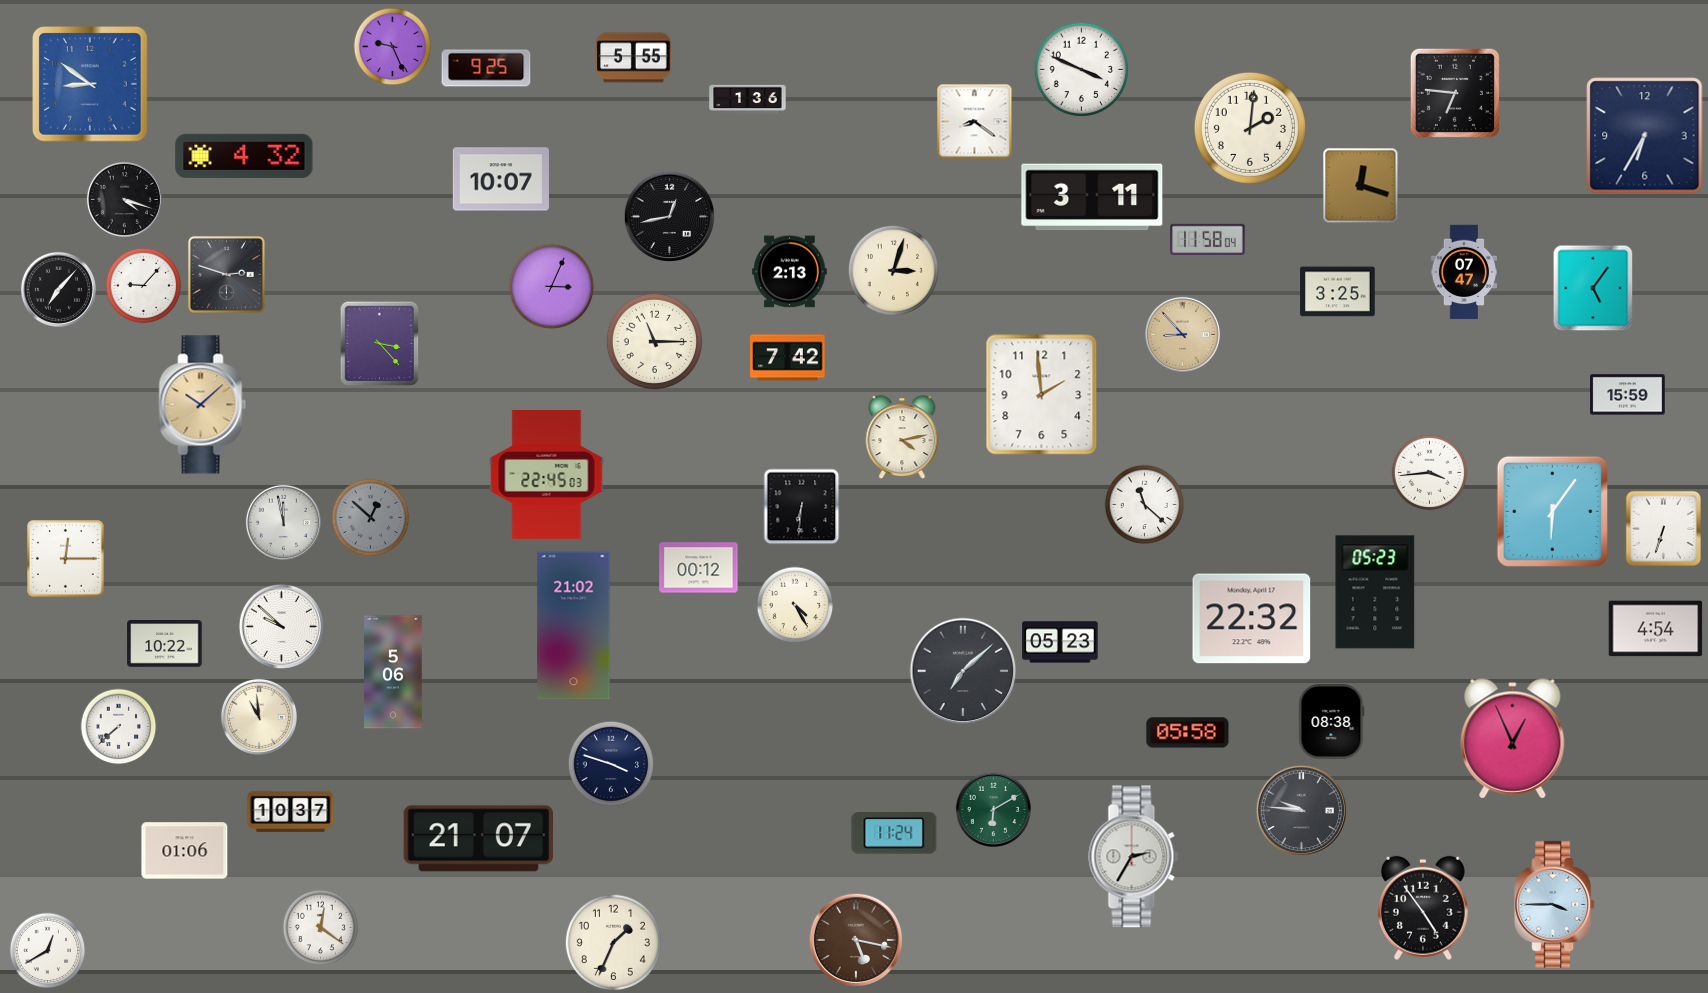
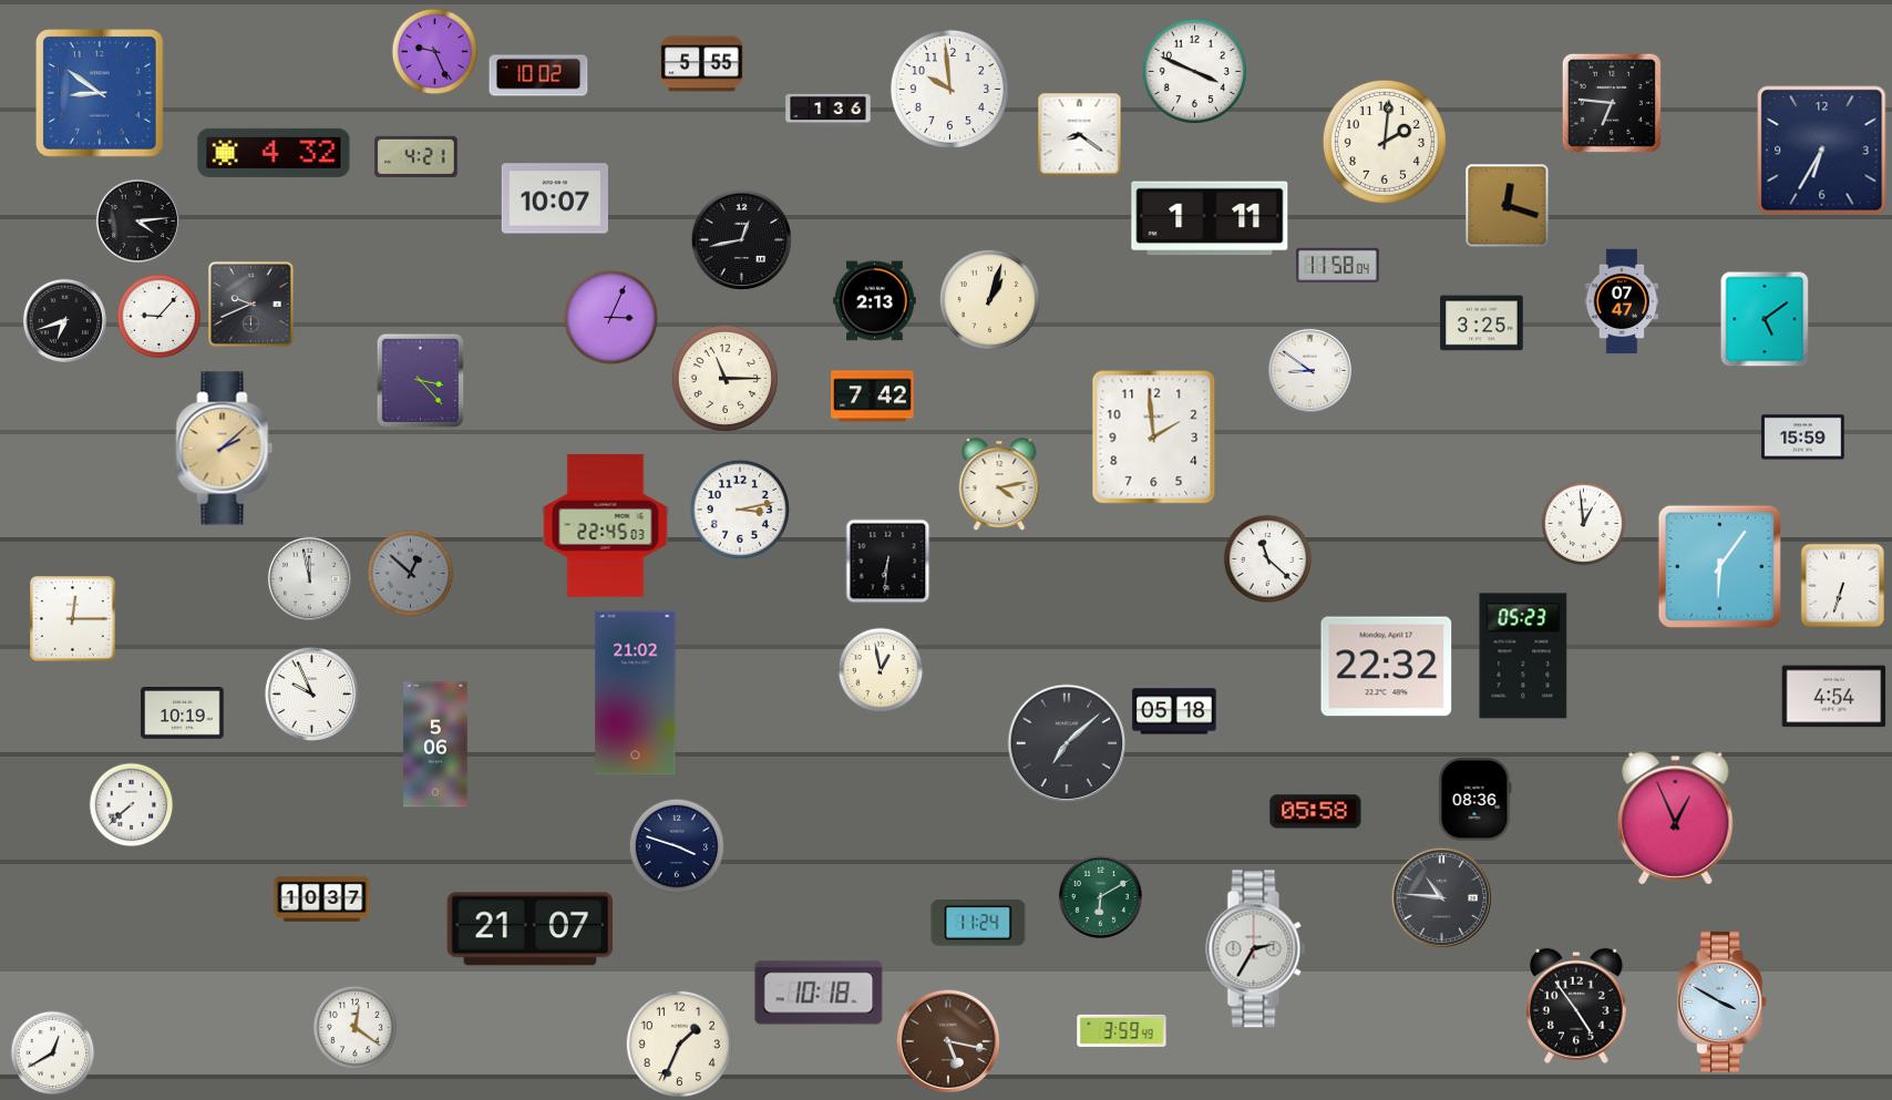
clock at (486, 68): 9:25 -> 10:02
clock at (1081, 69) position: (1081, 69) -> (1194, 71)
clock at (949, 89): none -> 9:59
clock at (417, 156): none -> 4:21
clock at (244, 156) position: (244, 156) -> (274, 153)
clock at (1092, 197): 3:11 -> 1:11
clock at (124, 199): 4:18 -> 4:14
clock at (893, 270): 3:03 -> 1:03
clock at (226, 274): 2:48 -> 9:41
clock at (1593, 288): 5:06 -> 5:09
clock at (58, 289): 7:07 -> 6:42
clock at (1182, 334): 8:53 -> 8:51
clock at (1182, 334) dial: champagne -> white
clock at (203, 405): 10:08 -> 2:08
clock at (740, 510): none -> 3:13
clock at (1430, 473): 3:44 -> 12:59
clock at (283, 522) position: (283, 522) -> (309, 578)
clock at (699, 568): 00:12 -> none
clock at (795, 605): 4:25 -> 12:58
clock at (1252, 619) position: (1252, 619) -> (1387, 667)
clock at (281, 626): 9:52 -> 9:56
clock at (1060, 642): 05:23 -> 05:18
clock at (165, 644): 10:22 -> 10:19
clock at (259, 717): 10:59 -> none
clock at (1332, 722): 08:38 -> 08:36
clock at (1301, 810): 9:46 -> 10:46
clock at (894, 833) position: (894, 833) -> (978, 923)
clock at (185, 851): 01:06 -> none
clock at (819, 993): none -> 10:18
clock at (1555, 904): 3:45 -> 3:50
clock at (1122, 1030): none -> 3:59
